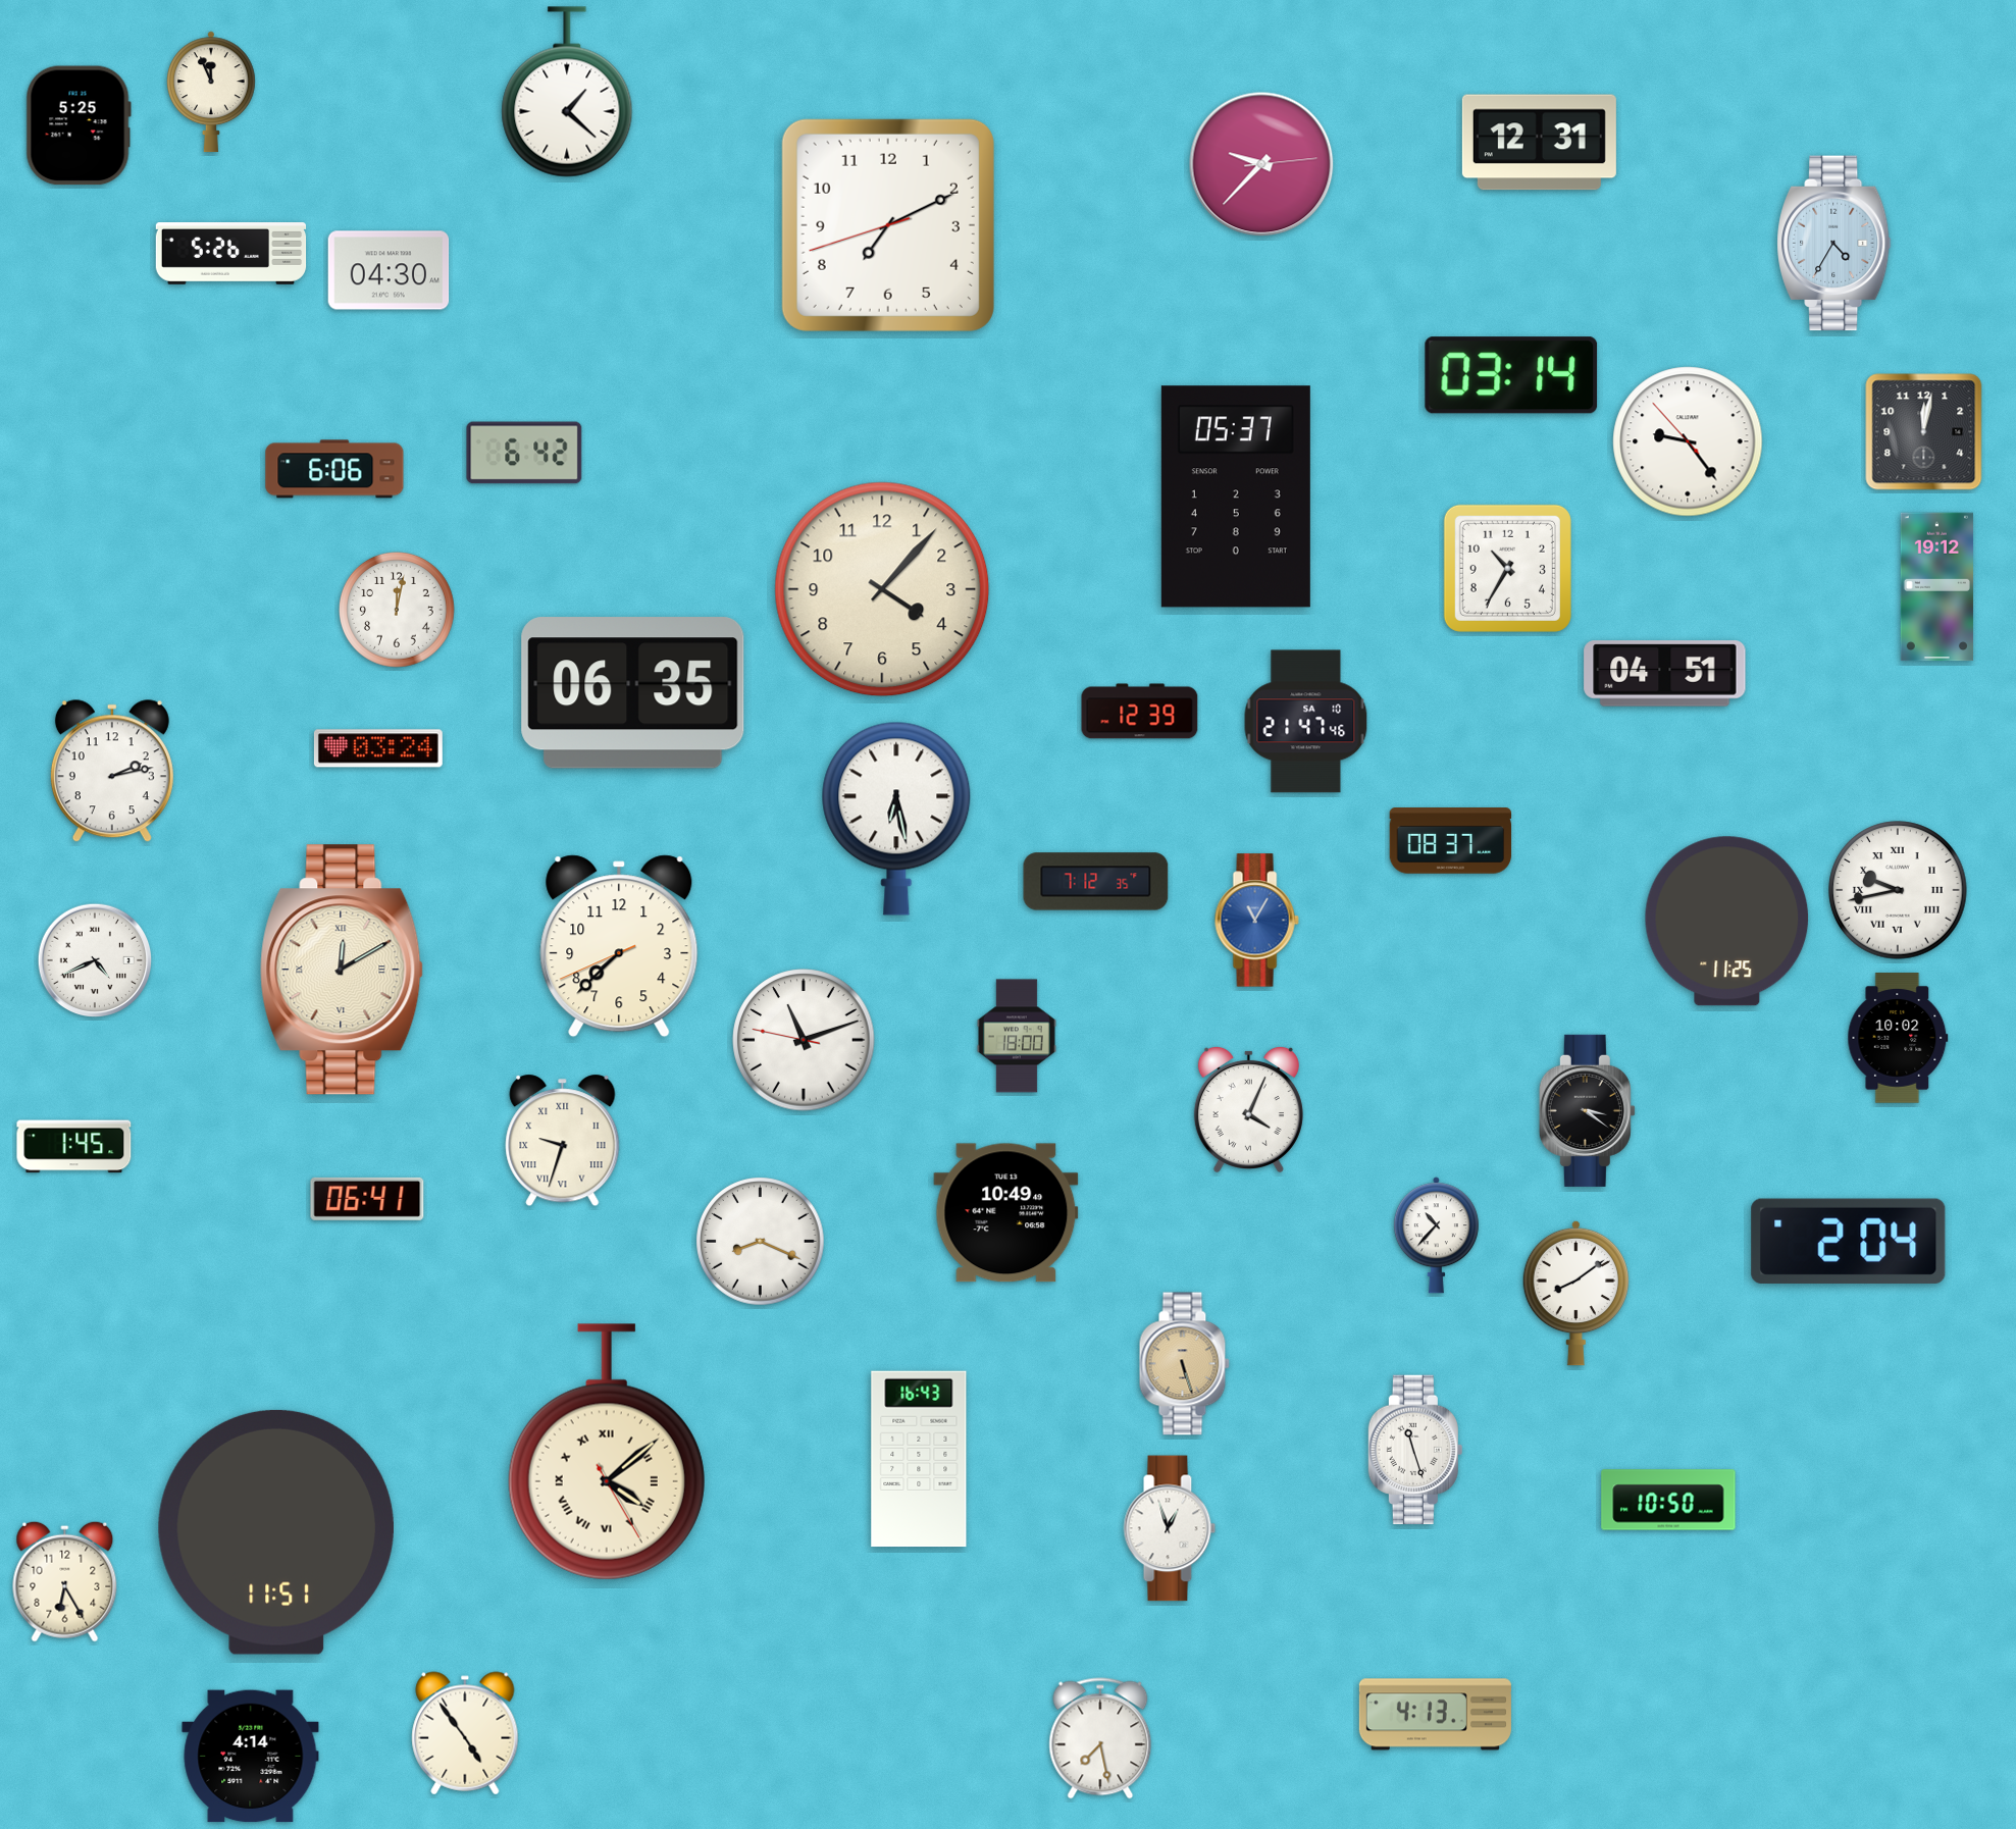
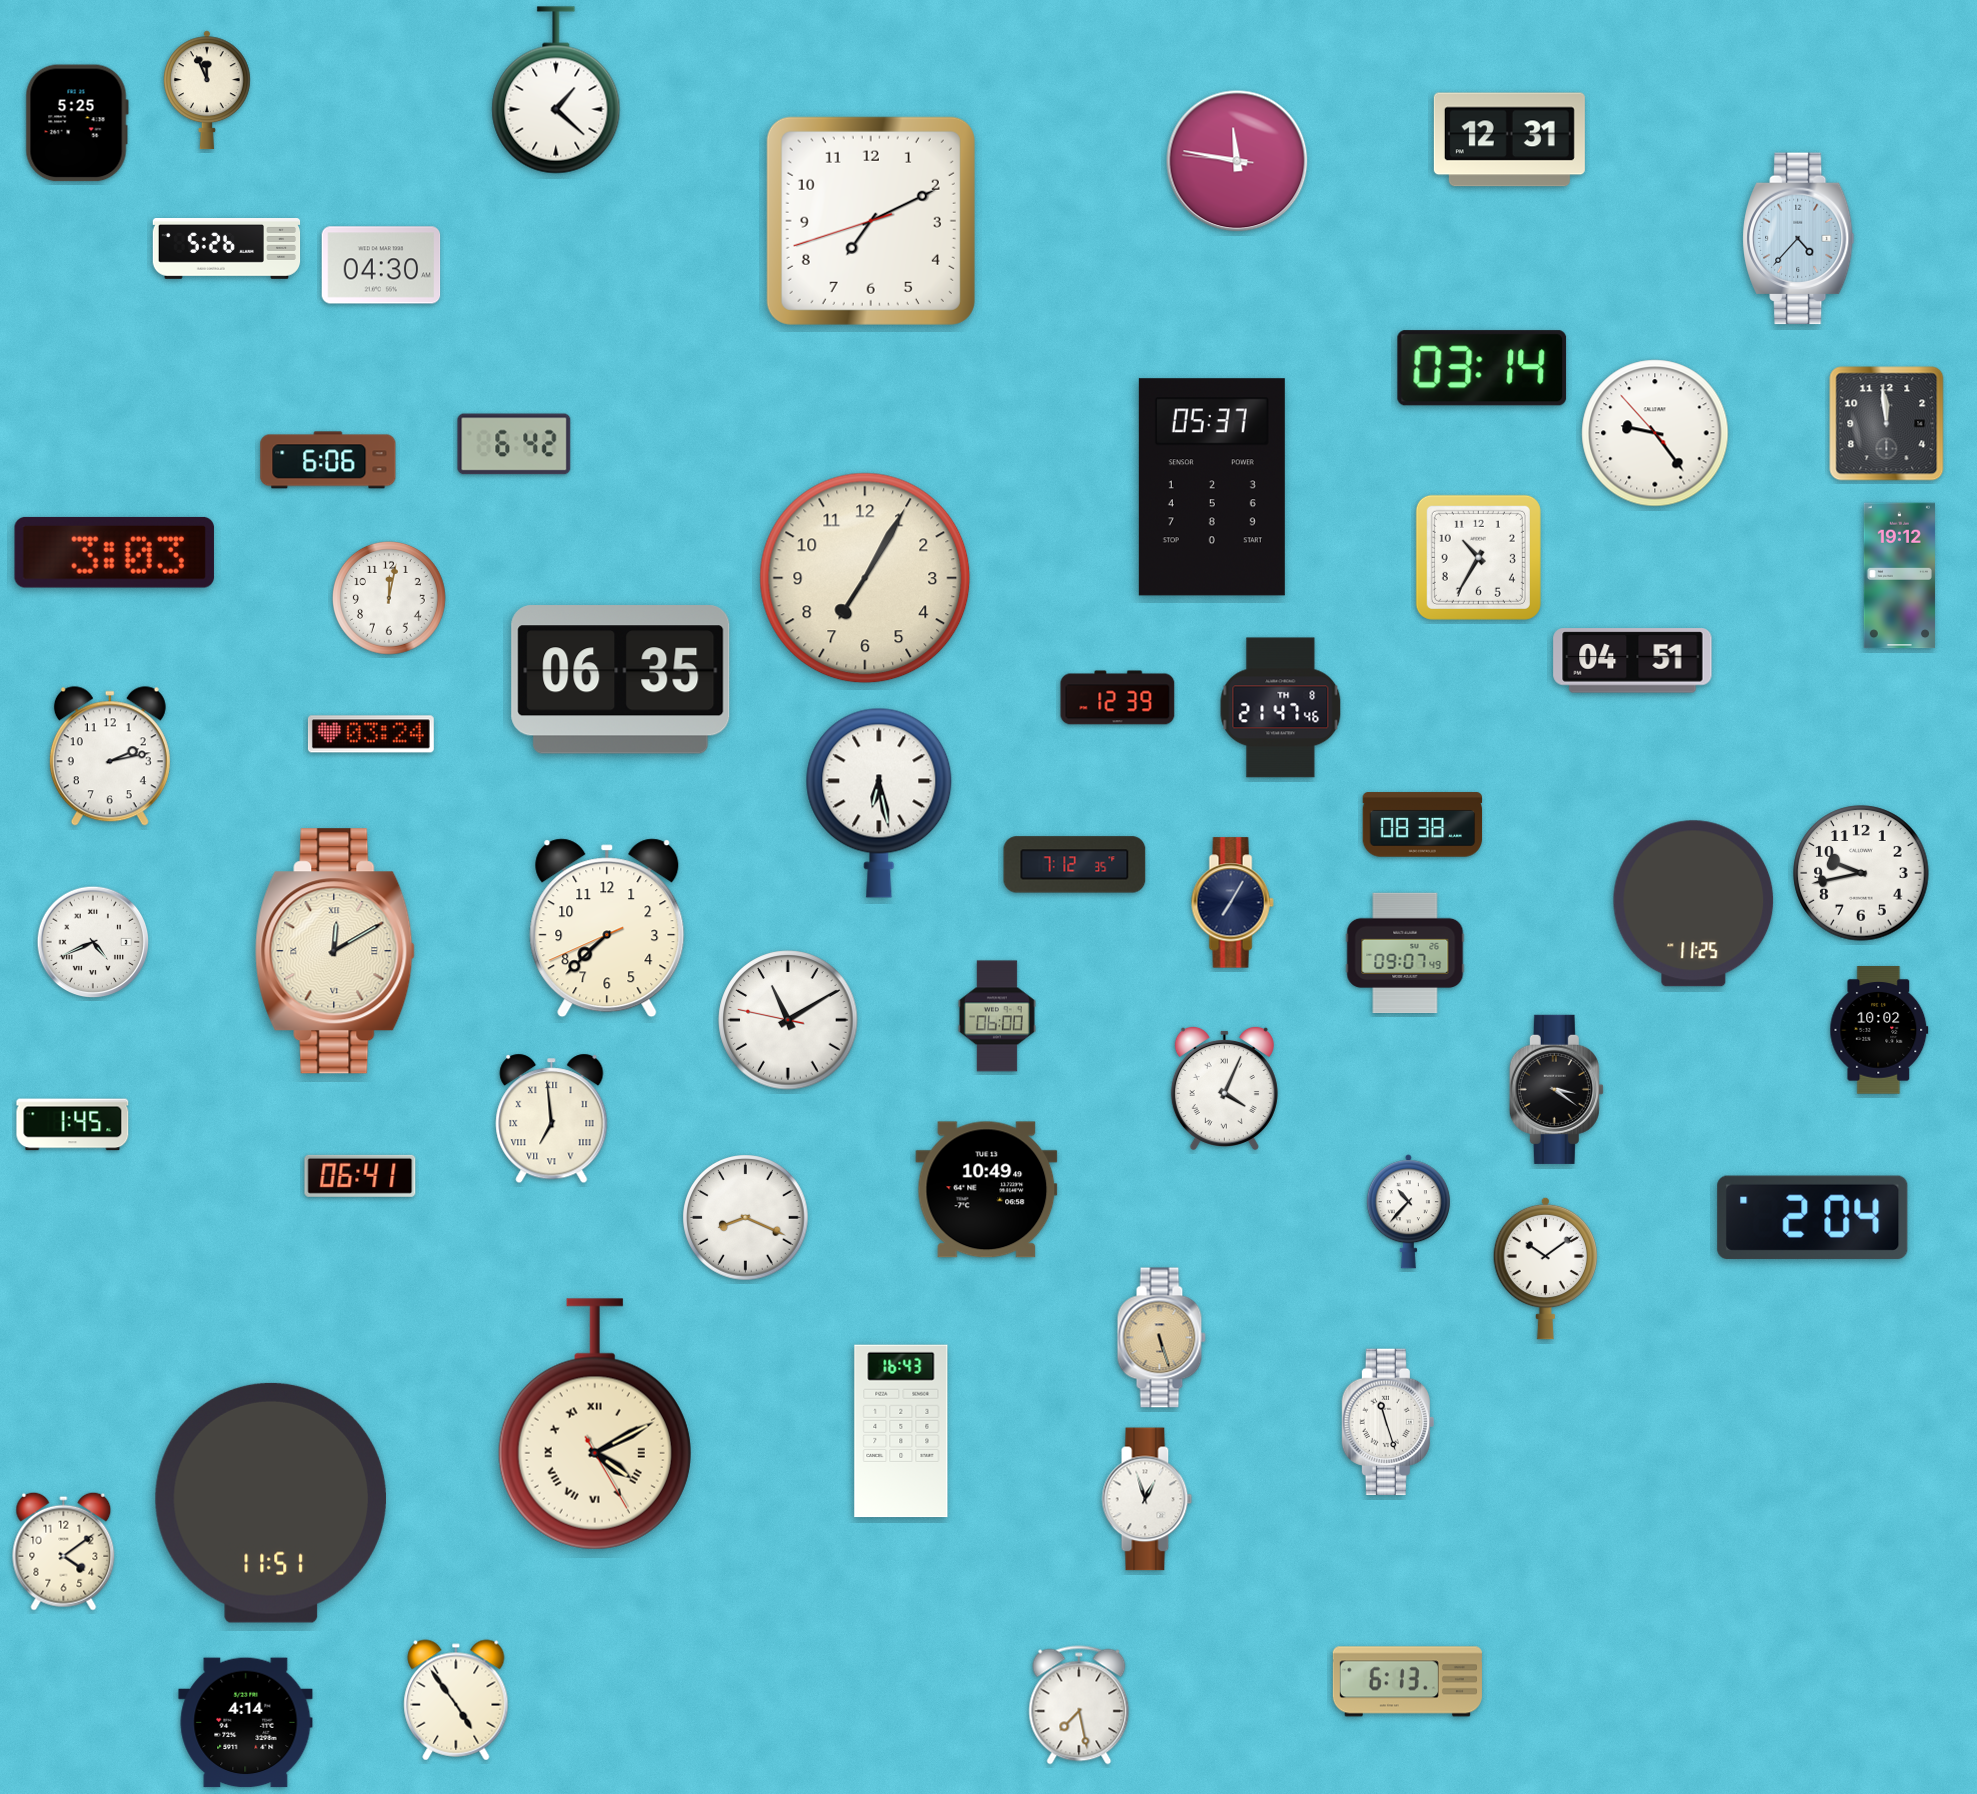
clock at (1261, 164): 9:37 -> 11:46
clock at (1834, 244): 4:35 -> 4:37
clock at (1924, 432): 12:02 -> 11:59
clock at (114, 552): none -> 3:03
clock at (882, 589): 4:07 -> 7:05
clock at (1306, 722) date: SA 10 -> TH 8
clock at (1451, 841): 08:37 -> 08:38
clock at (1898, 890) numerals: Roman -> Arabic
clock at (1256, 921): 11:05 -> 7:05
clock at (1256, 921) dial: blue -> navy
clock at (1405, 952): none -> 09:07
clock at (1017, 1036): 18:00 -> 06:00
clock at (1898, 1038) position: (1898, 1038) -> (1879, 1030)
clock at (804, 1040): 11:11 -> 11:09
clock at (563, 1141): 9:33 -> 6:59
clock at (1575, 1293): 8:09 -> 10:09
clock at (607, 1452): 4:08 -> 4:10
clock at (1668, 1500): 10:50 -> none
clock at (65, 1581): 6:25 -> 4:09
clock at (1435, 1715): 4:13 -> 6:13
